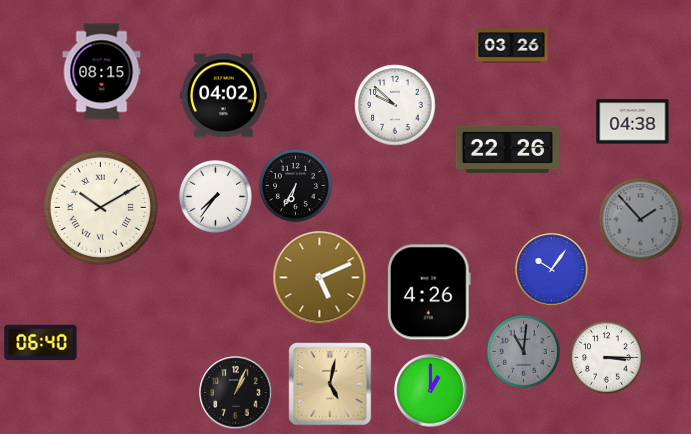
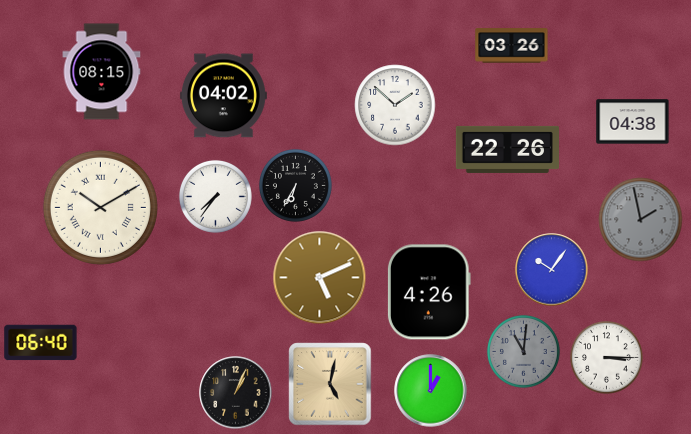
clock at (395, 105): 9:52 -> 1:52
clock at (641, 220): 1:53 -> 1:58
